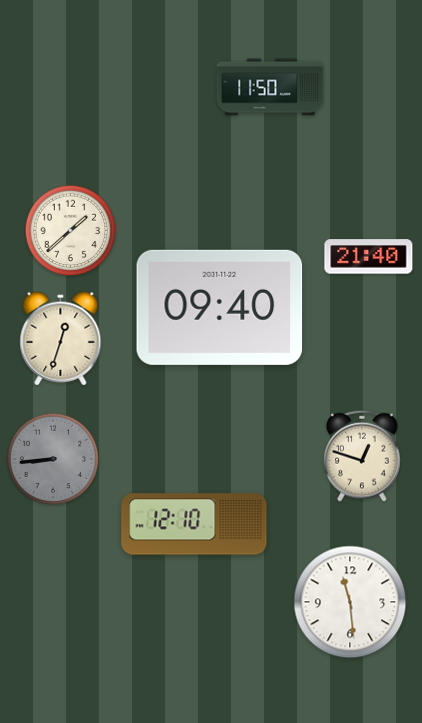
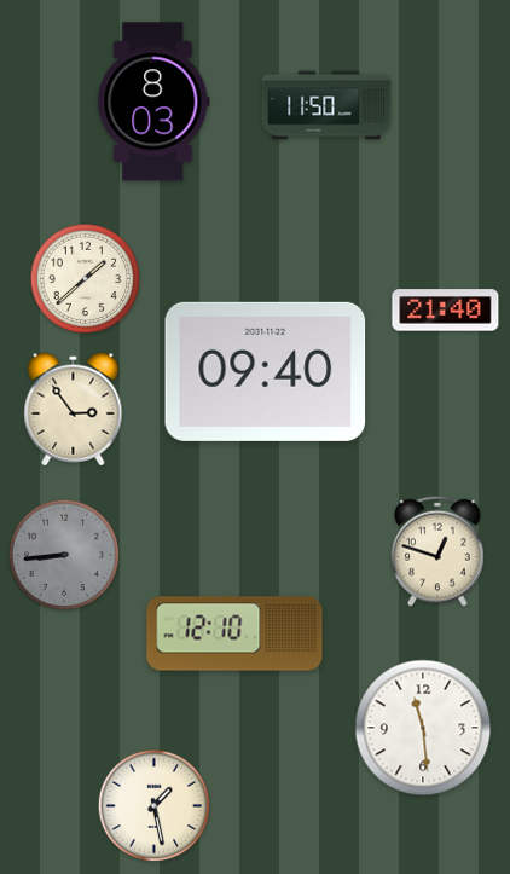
clock at (153, 102): none -> 8:03
clock at (61, 339): 12:33 -> 2:54
clock at (155, 806): none -> 1:28
